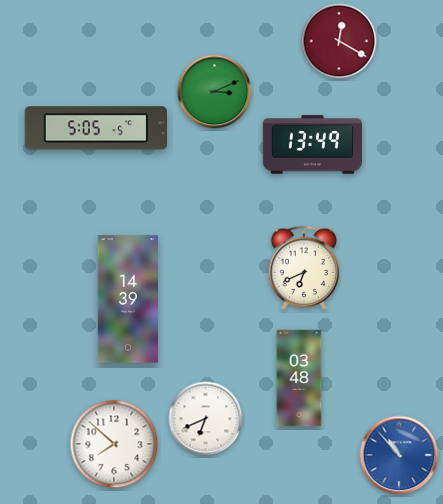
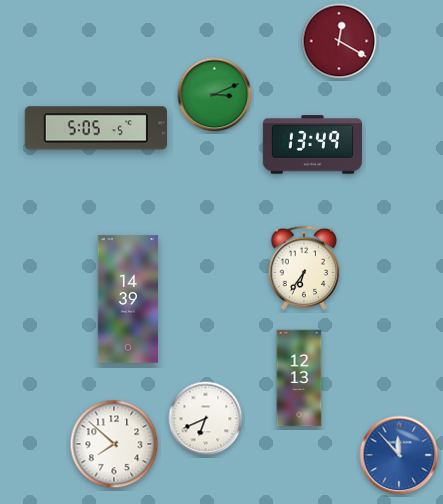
clock at (215, 92) position: (215, 92) -> (215, 95)
clock at (304, 268): 6:41 -> 6:36
clock at (299, 378): 03:48 -> 12:13
clock at (399, 455): 10:53 -> 11:53
